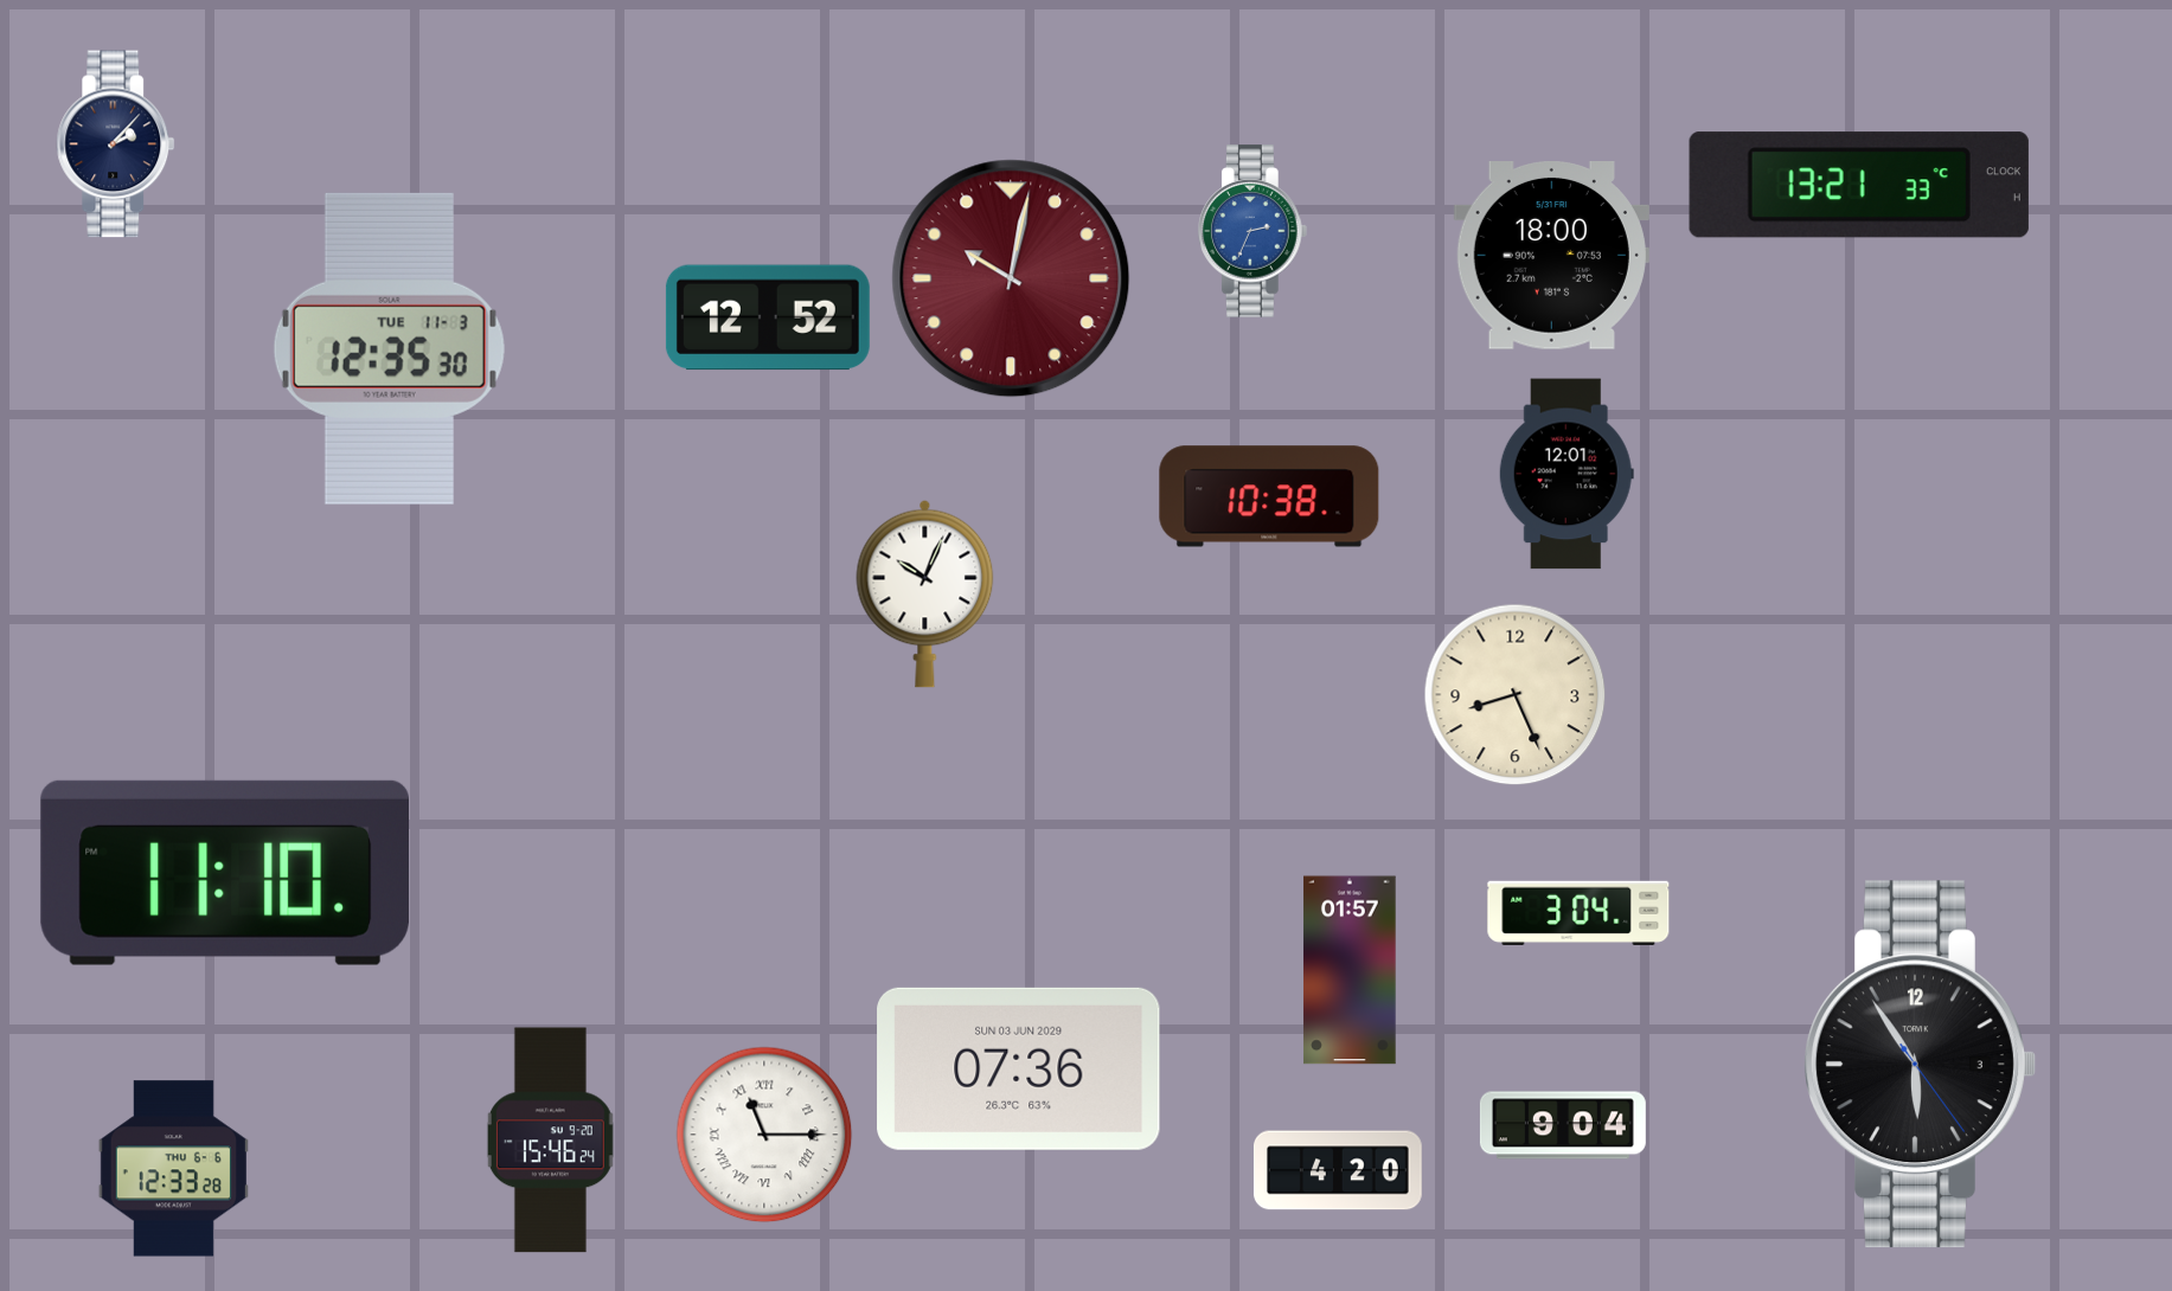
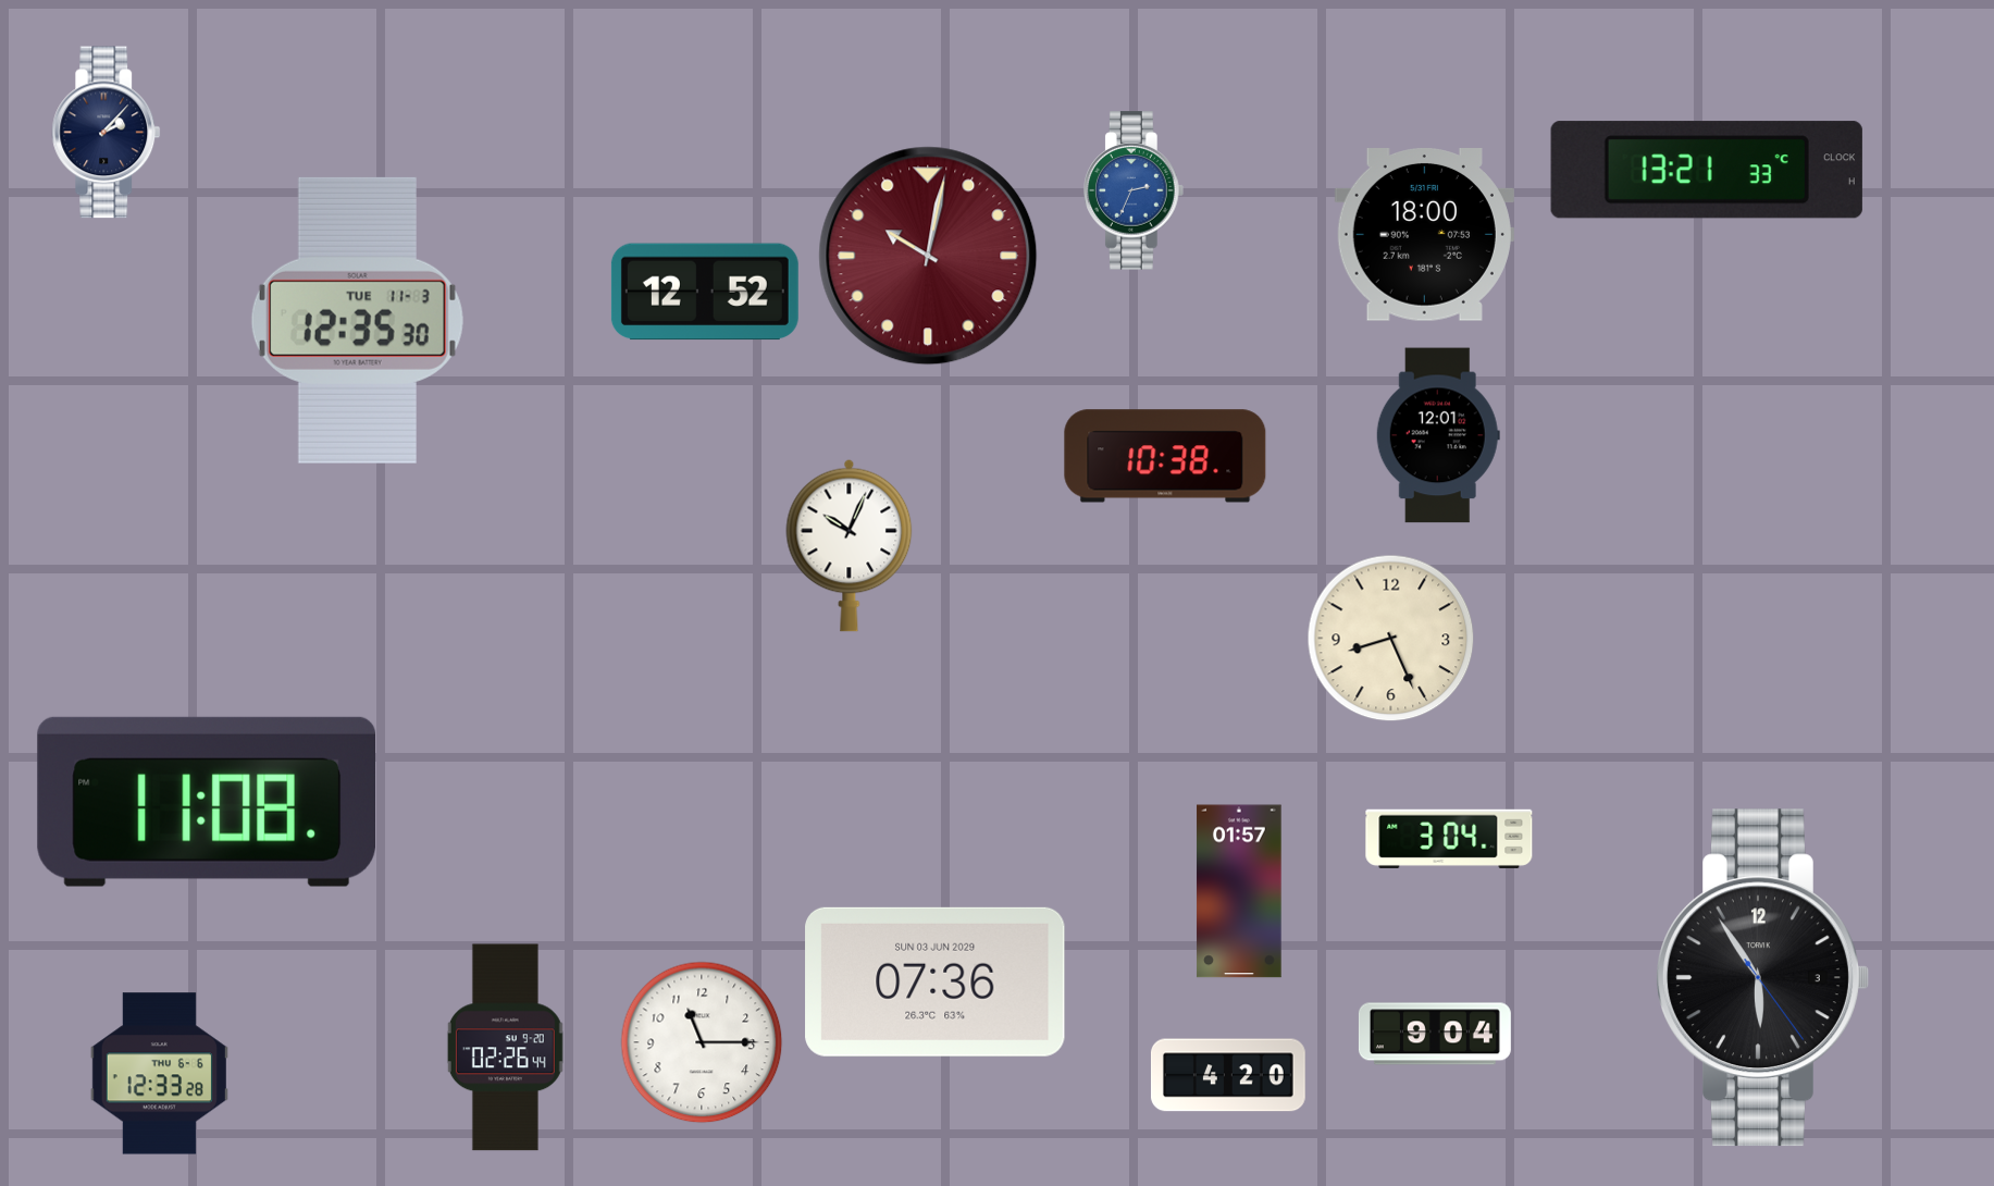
clock at (1252, 231) position: (1252, 231) -> (1134, 190)
clock at (224, 873): 11:10 -> 11:08
clock at (764, 1135) numerals: Roman -> Arabic
clock at (550, 1141): 15:46 -> 02:26
